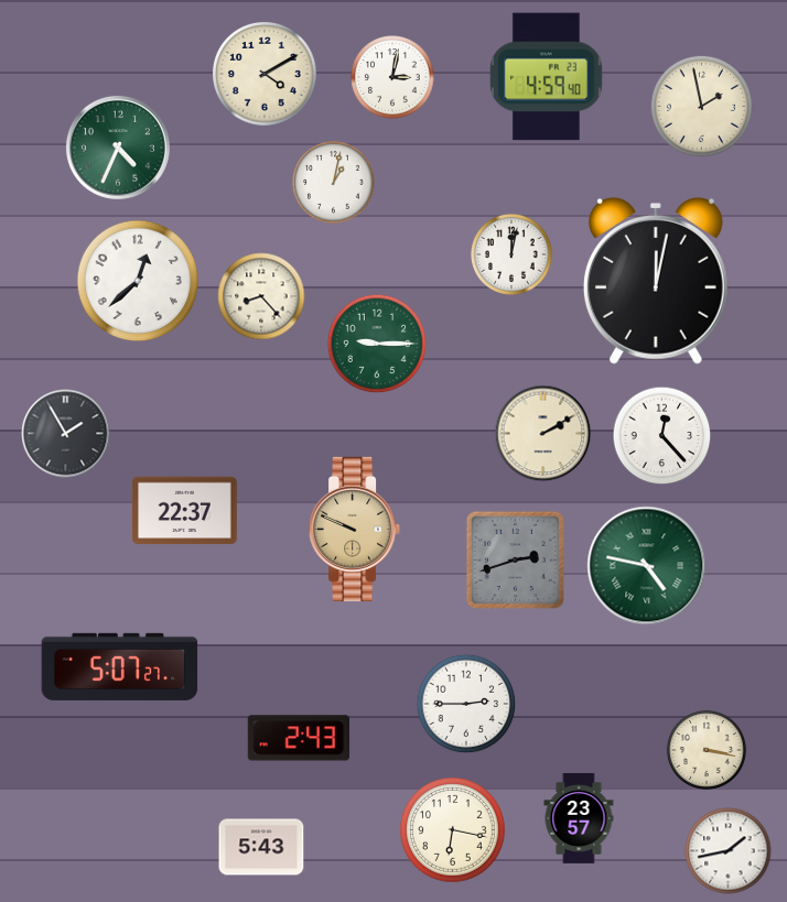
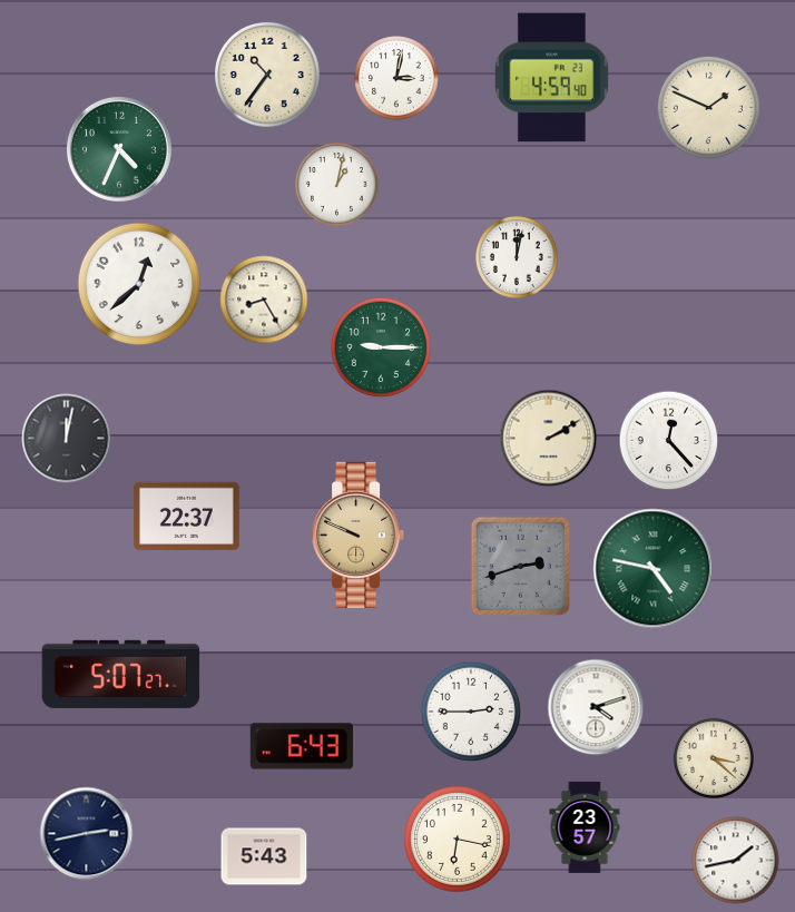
clock at (266, 75): 4:10 -> 10:36
clock at (701, 106): 1:58 -> 1:49
clock at (656, 281): 12:02 -> none
clock at (261, 296): 8:23 -> 8:25
clock at (66, 434): 1:55 -> 12:02
clock at (647, 566) position: (647, 566) -> (654, 569)
clock at (596, 707): none -> 4:12
clock at (298, 738): 2:43 -> 6:43
clock at (707, 750): 3:17 -> 3:22
clock at (87, 834): none -> 2:43
